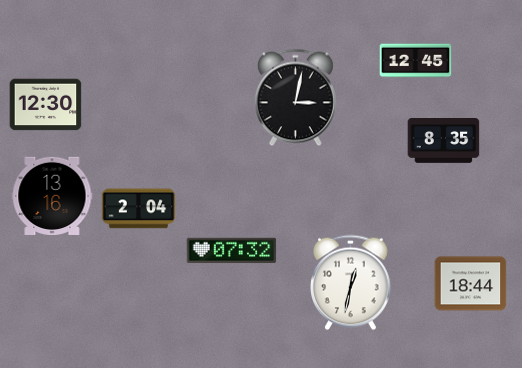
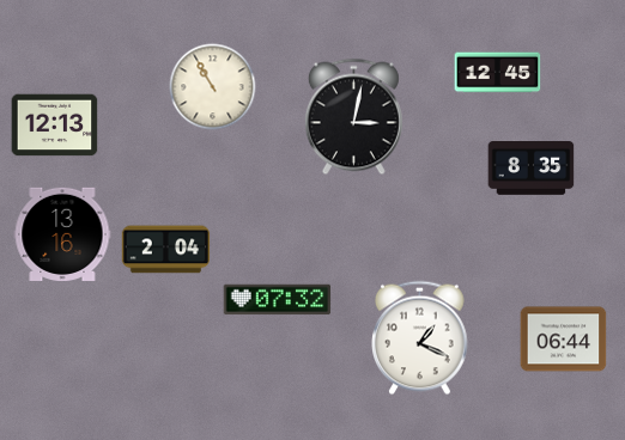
clock at (213, 87): none -> 10:55
clock at (46, 105): 12:30 -> 12:13
clock at (351, 283): 12:32 -> 1:19
clock at (471, 284): 18:44 -> 06:44
